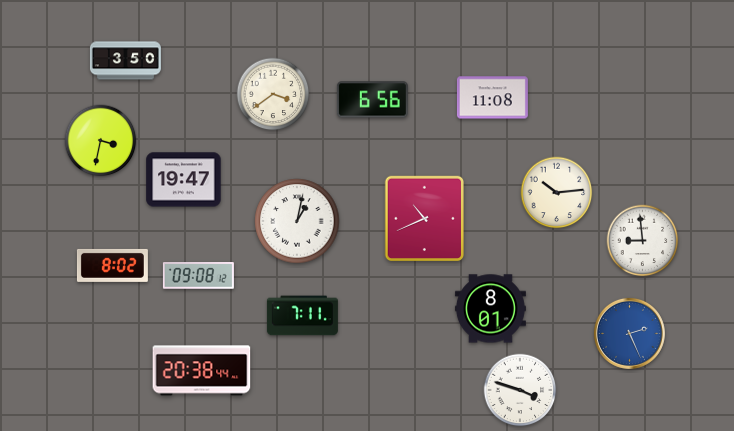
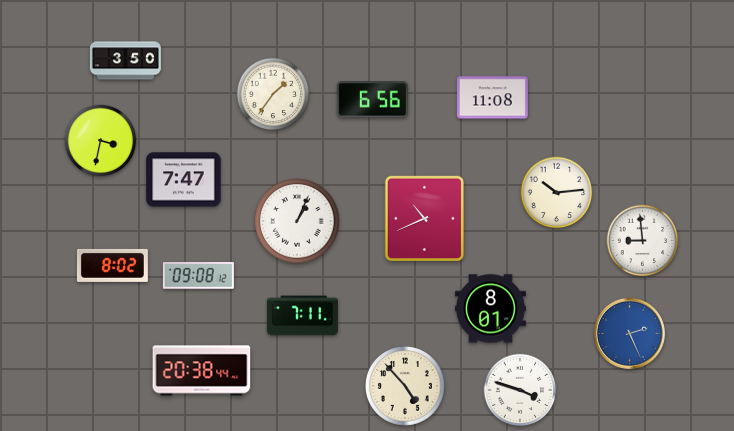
clock at (273, 94): 3:39 -> 1:36
clock at (184, 180): 19:47 -> 7:47
clock at (297, 221): 1:02 -> 1:04
clock at (406, 387): none -> 4:53
